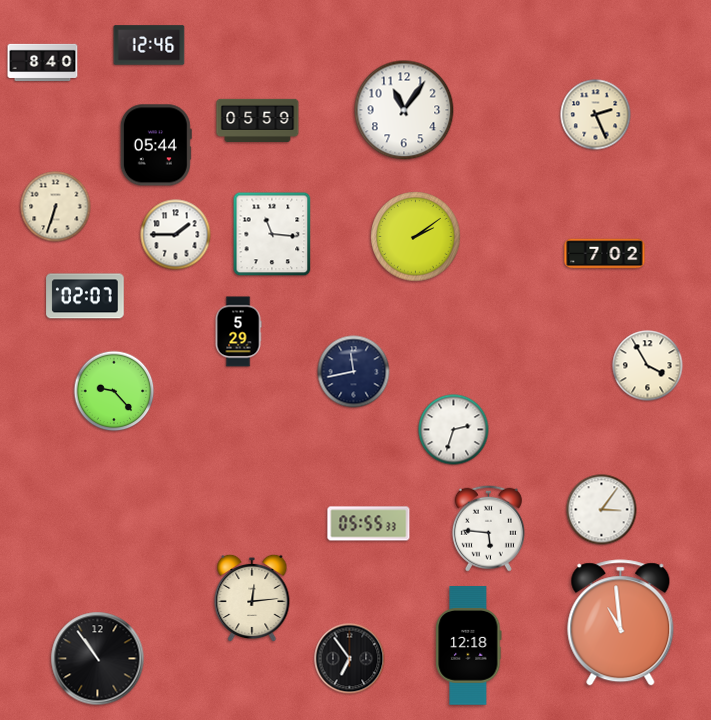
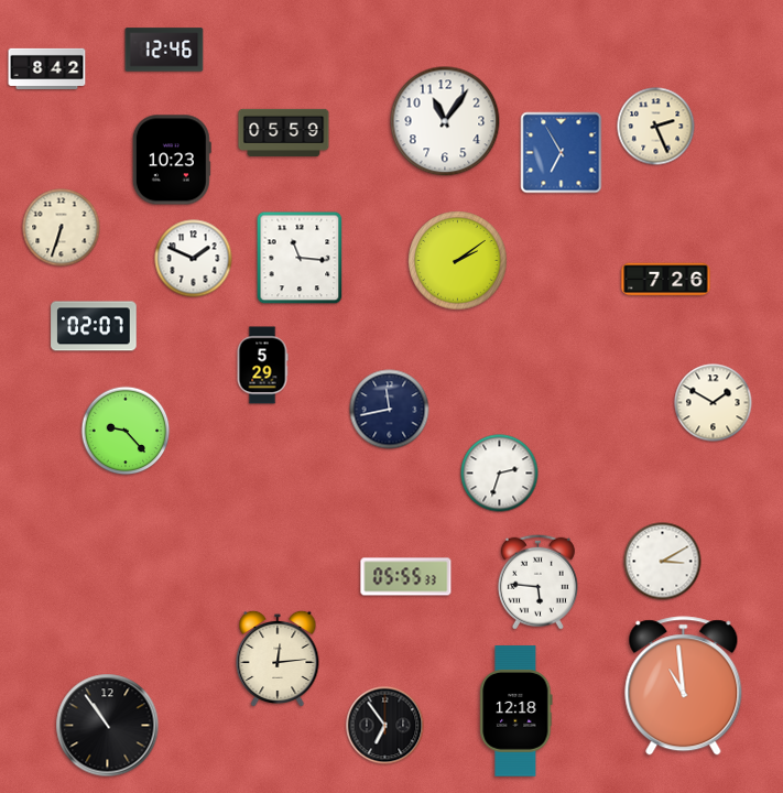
clock at (43, 62): 8:40 -> 8:42
clock at (562, 153): none -> 6:55
clock at (156, 145): 05:44 -> 10:23
clock at (176, 235): 1:45 -> 1:49
clock at (605, 254): 7:02 -> 7:26
clock at (648, 366): 3:55 -> 1:50
clock at (602, 510): 3:06 -> 3:10
